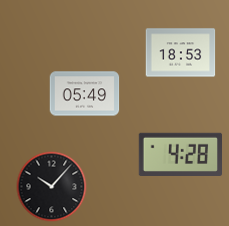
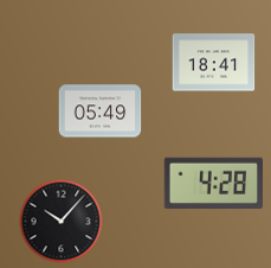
clock at (181, 53): 18:53 -> 18:41
